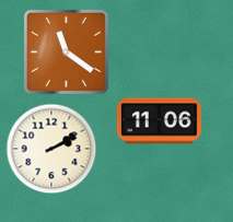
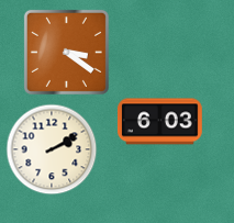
clock at (66, 51): 11:21 -> 3:21
clock at (159, 121): 11:06 -> 6:03
